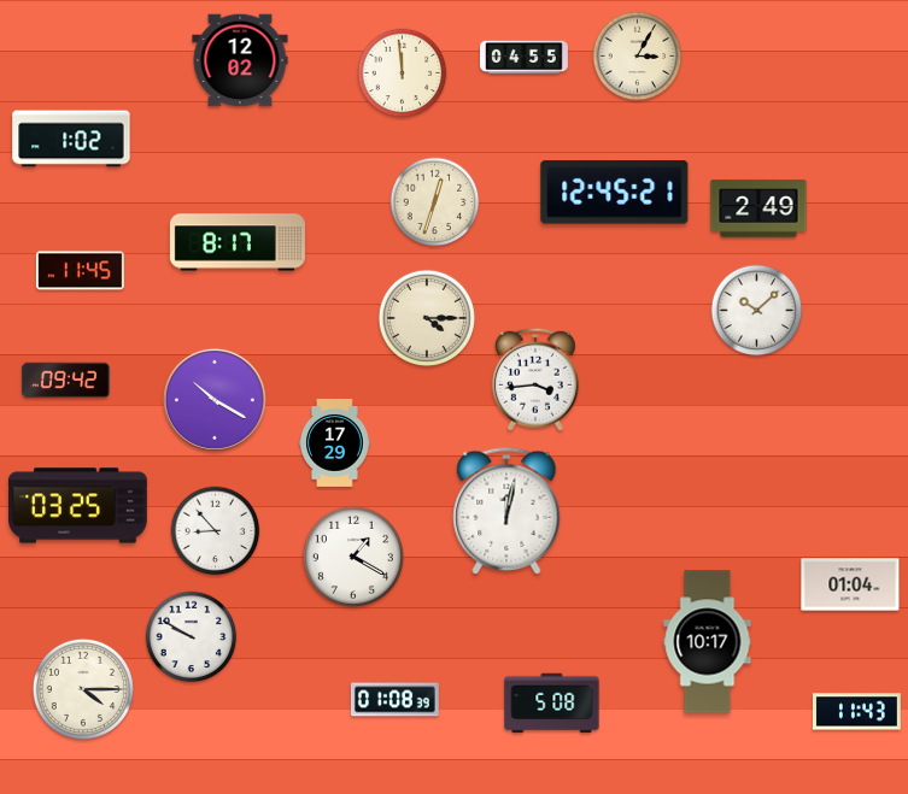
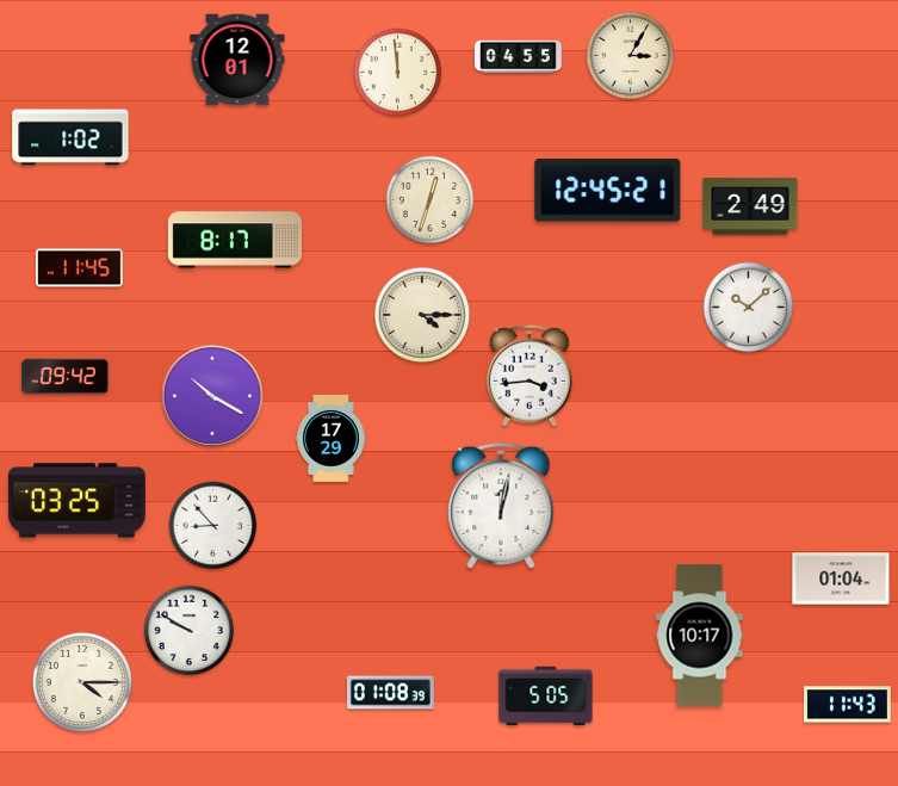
clock at (240, 60): 12:02 -> 12:01
clock at (353, 557): 1:20 -> none
clock at (552, 704): 5:08 -> 5:05
